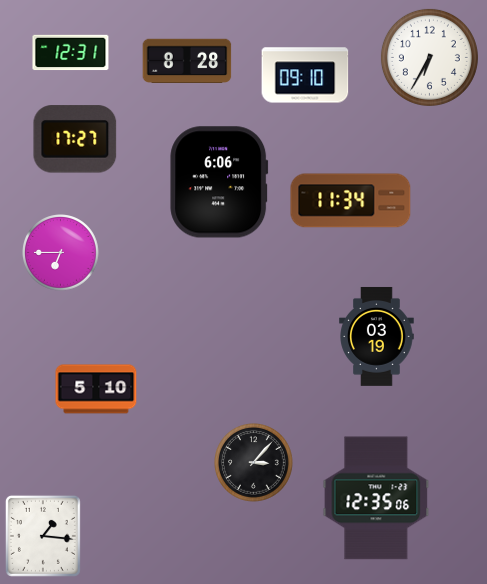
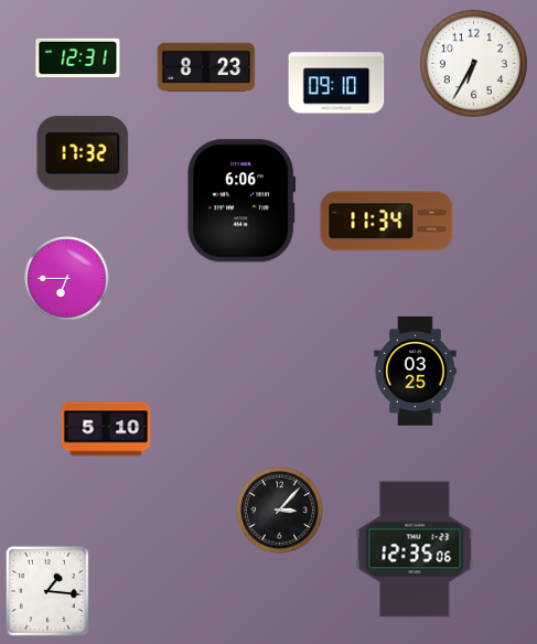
clock at (187, 60): 8:28 -> 8:23
clock at (75, 139): 17:27 -> 17:32
clock at (377, 336): 03:19 -> 03:25
